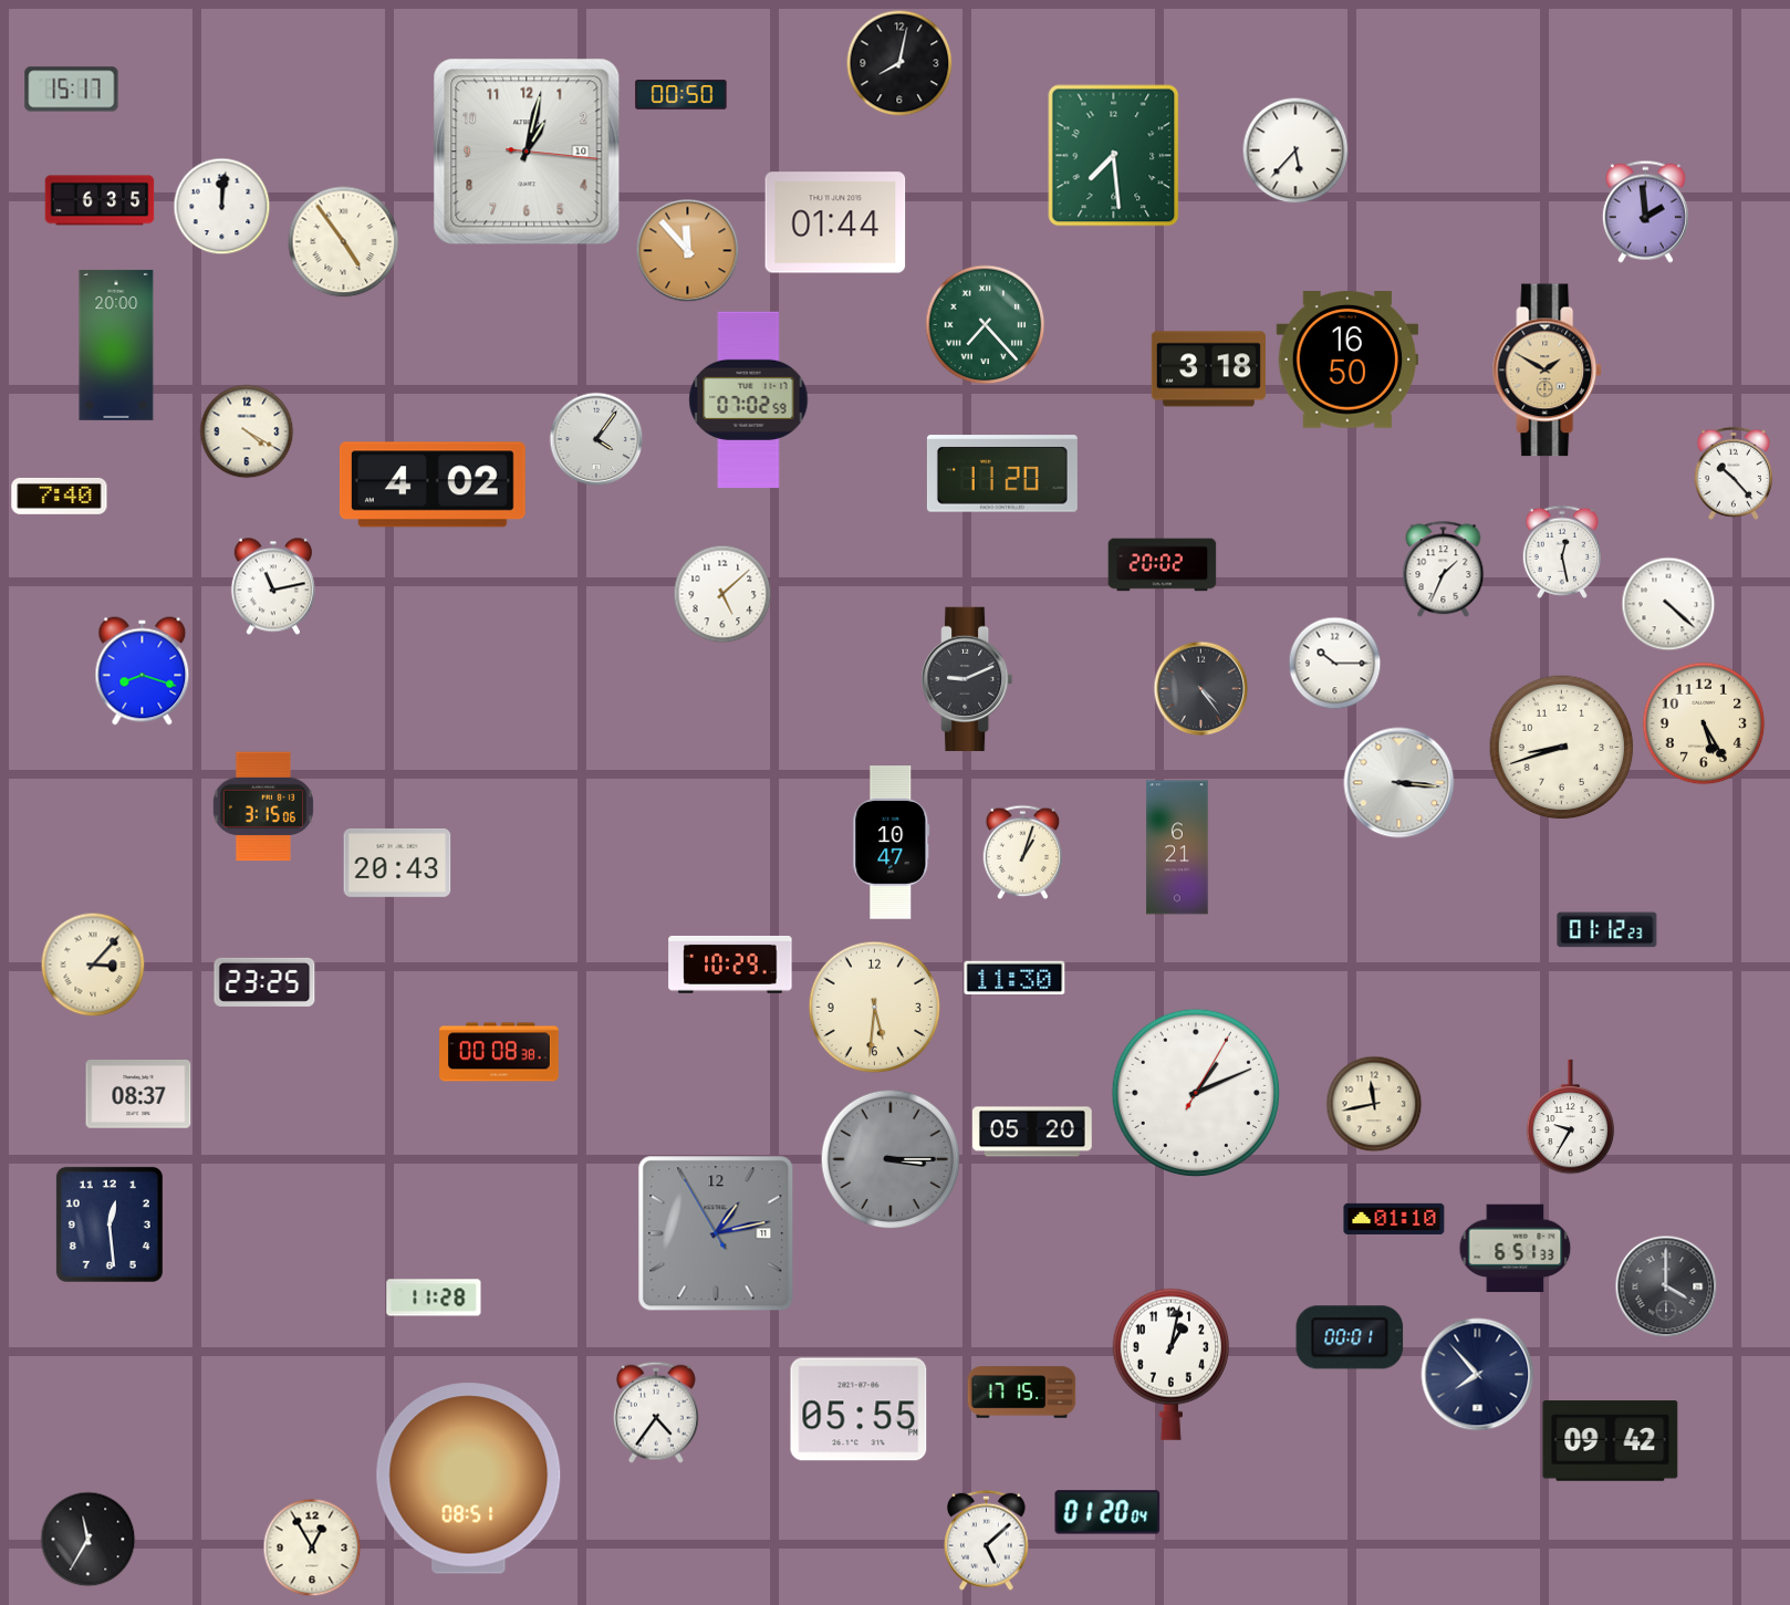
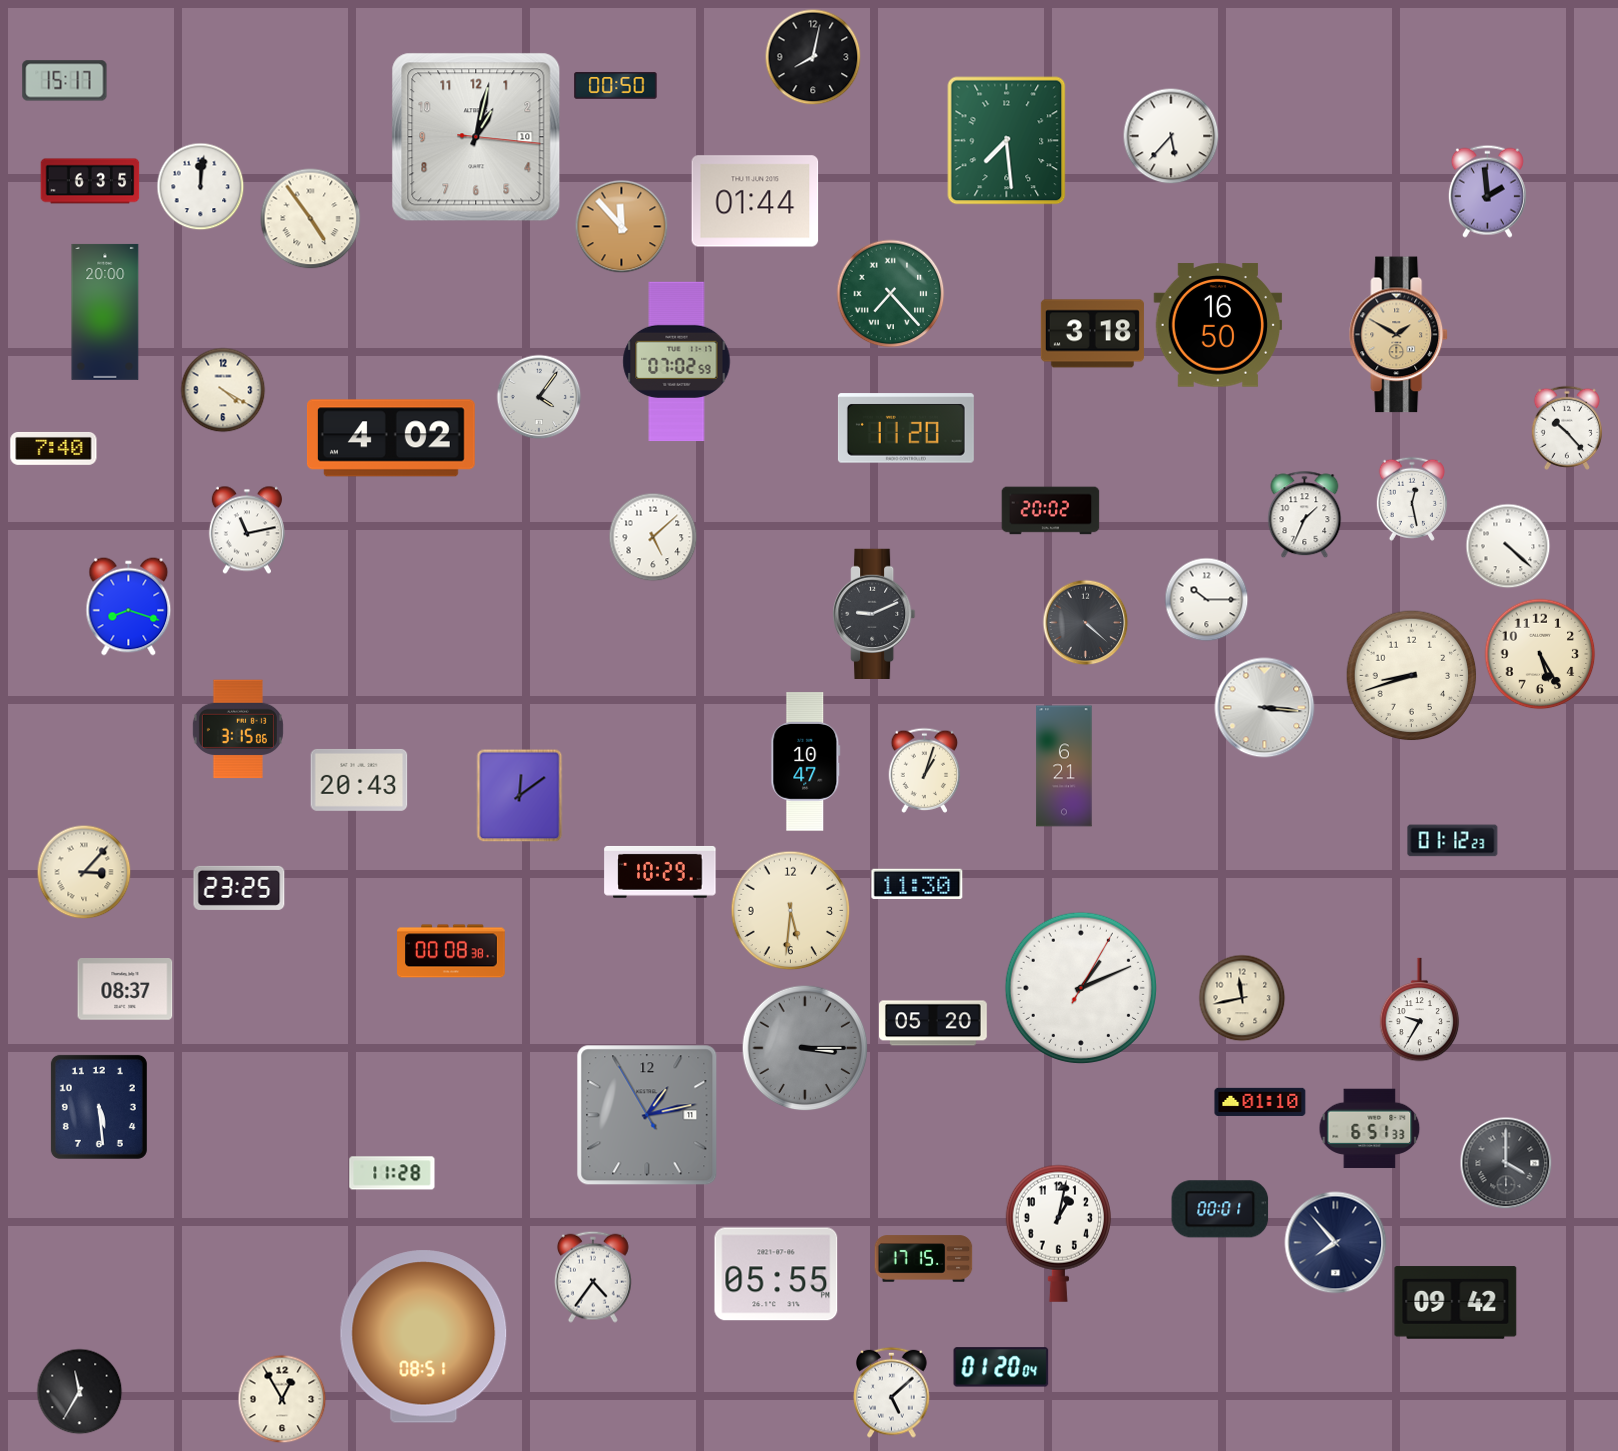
clock at (1201, 689): 4:24 -> 4:22
clock at (520, 796): none -> 12:09
clock at (110, 1224): 12:29 -> 5:29
